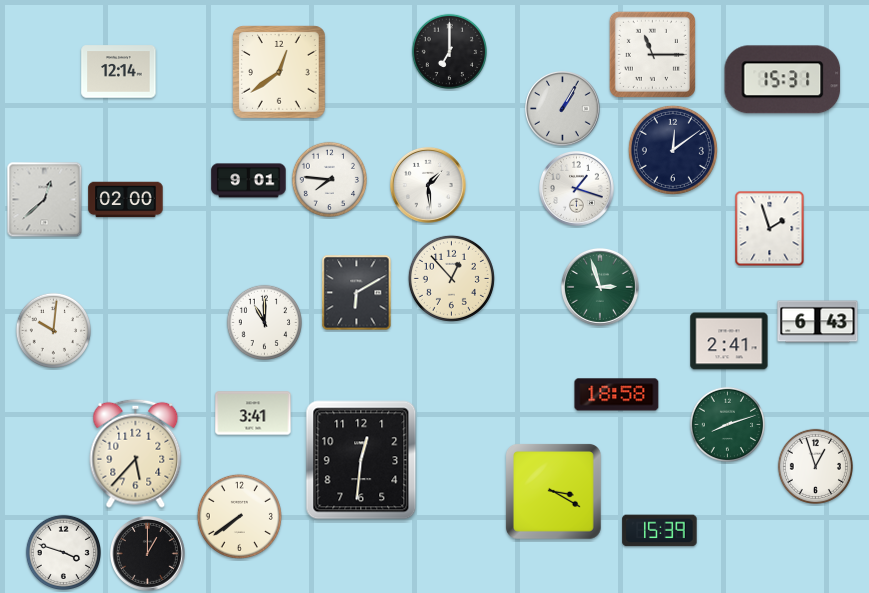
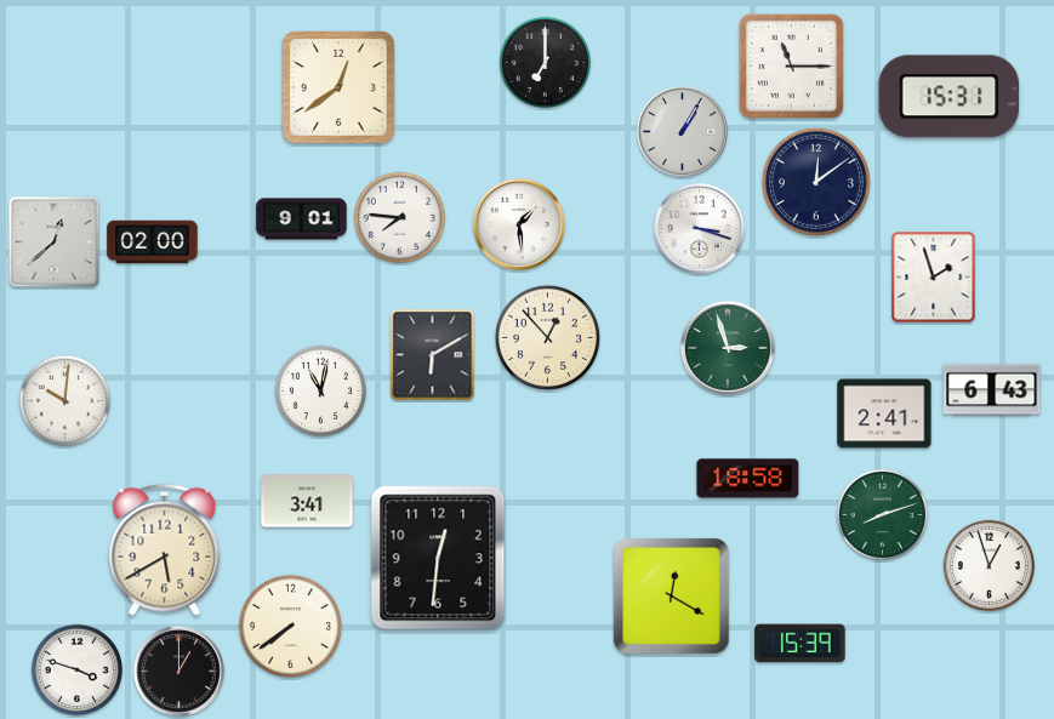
clock at (119, 72): 12:14 -> none
clock at (577, 189): 1:18 -> 3:18
clock at (264, 322): 11:00 -> 11:02
clock at (136, 453): 5:37 -> 5:40
clock at (553, 491): 3:20 -> 12:20
